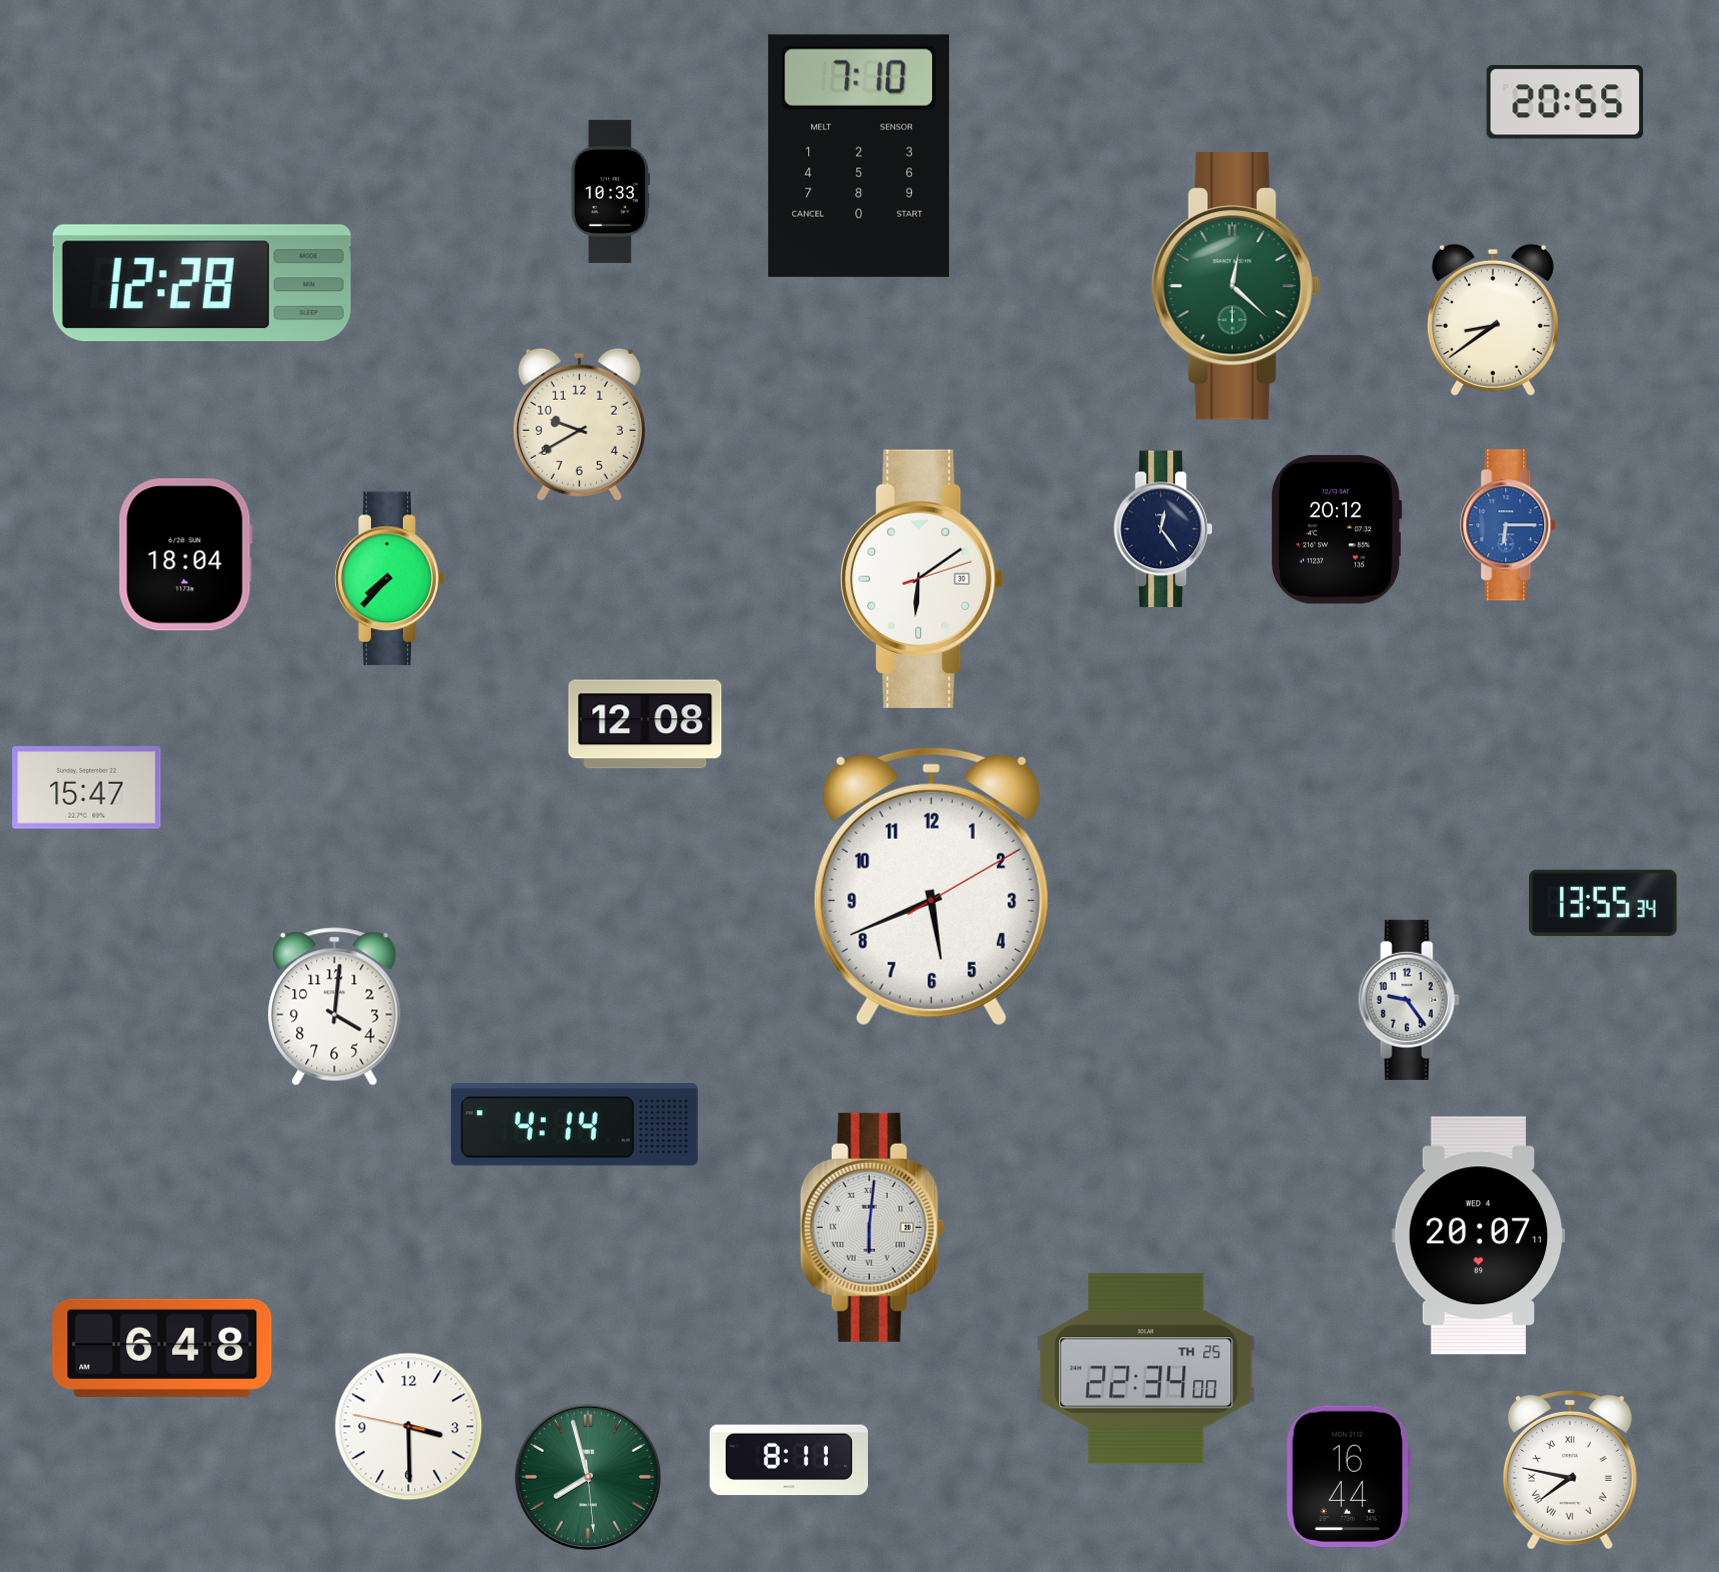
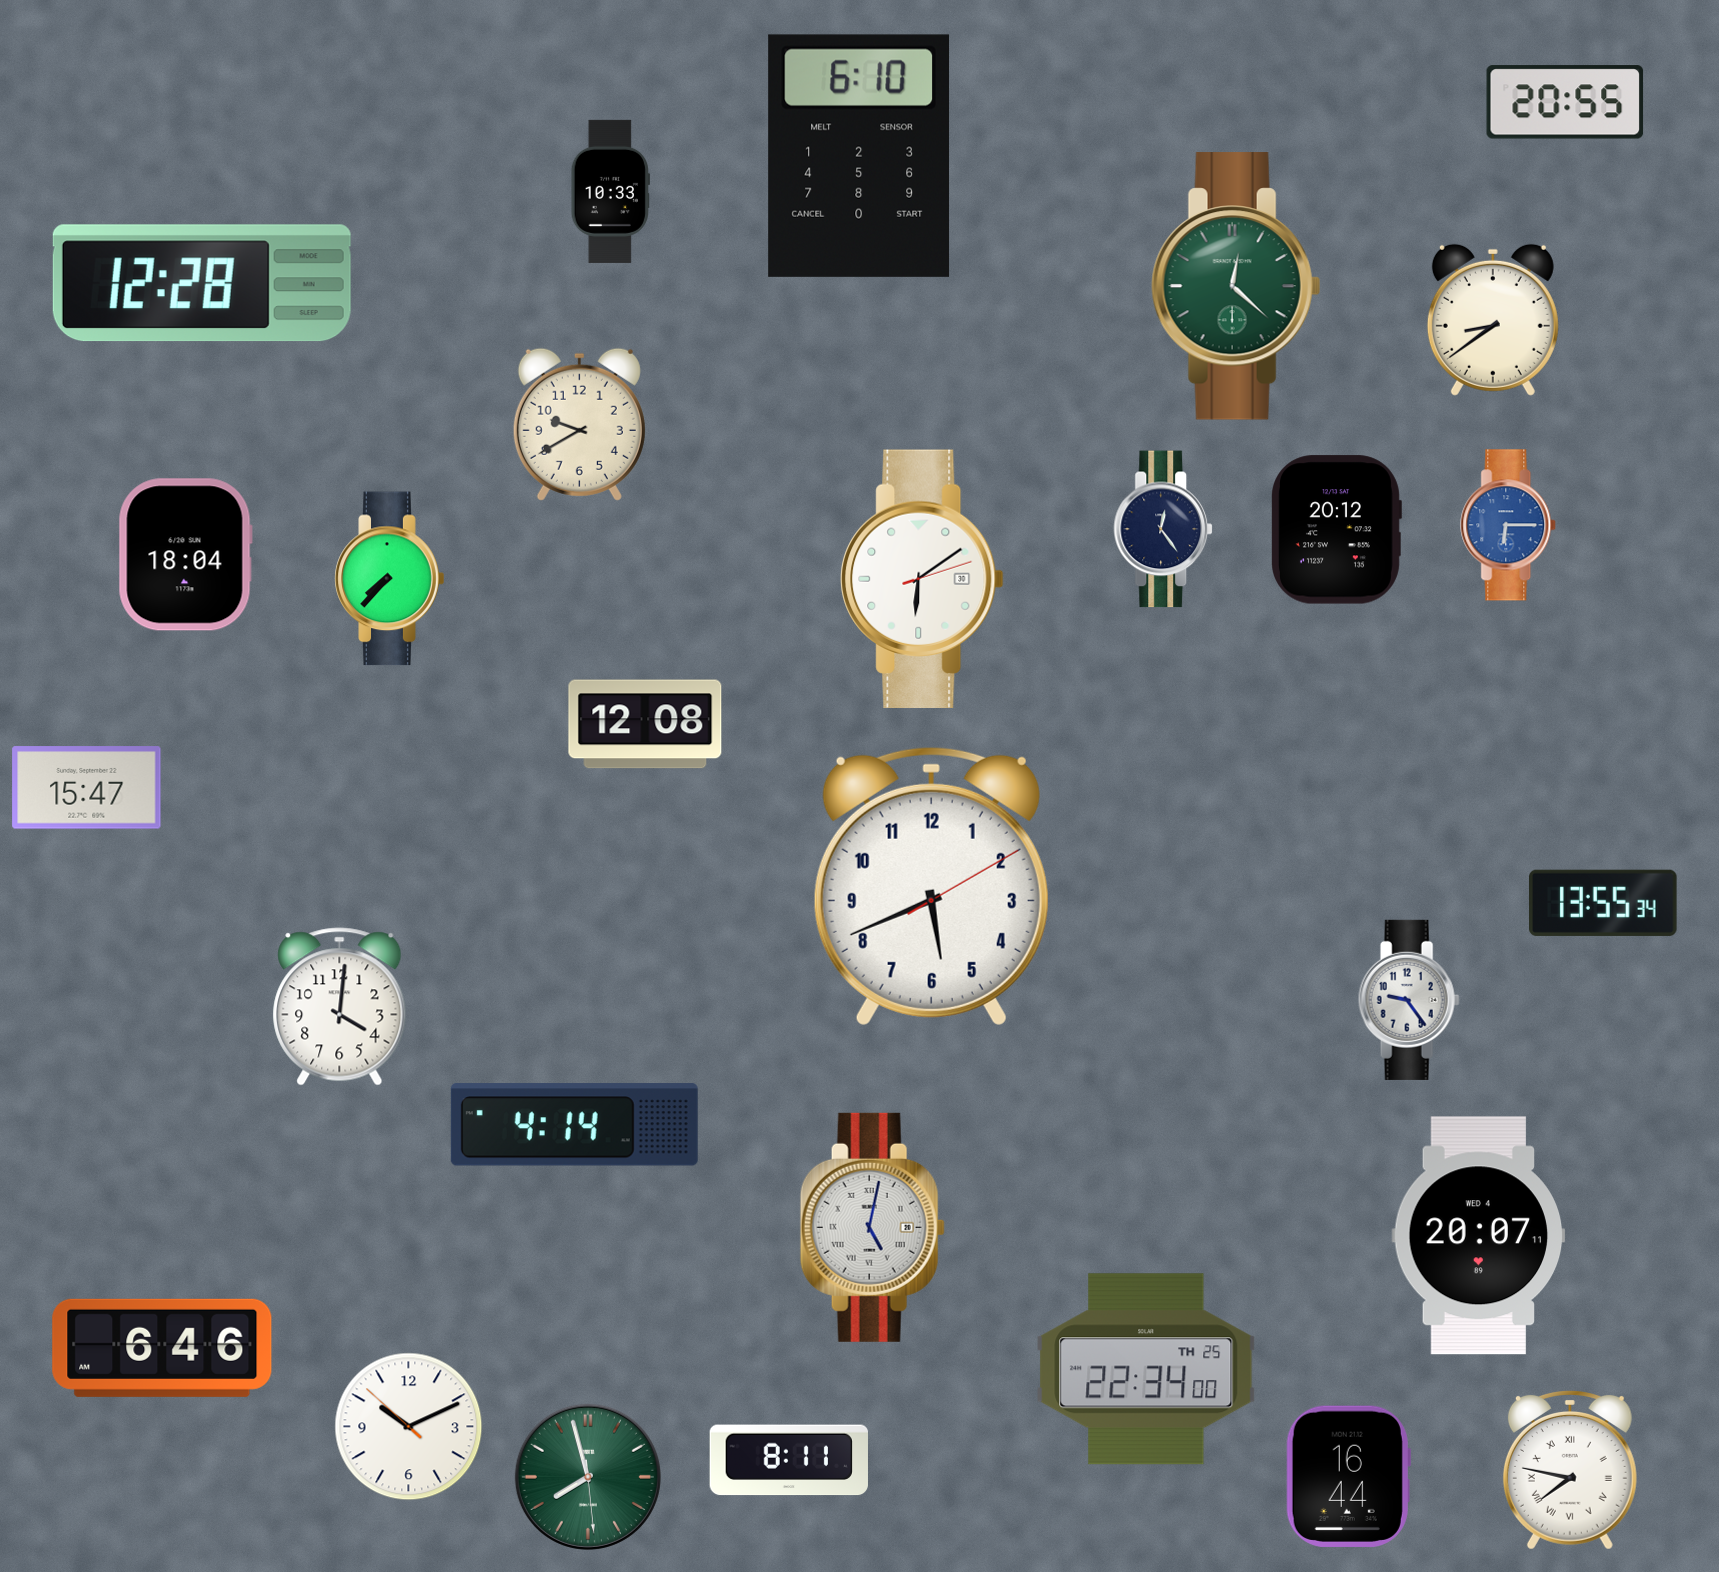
clock at (859, 156): 7:10 -> 6:10
clock at (335, 1007) position: (335, 1007) -> (340, 1007)
clock at (872, 1227): 6:01 -> 5:02
clock at (162, 1348): 6:48 -> 6:46
clock at (409, 1427): 3:29 -> 10:10
